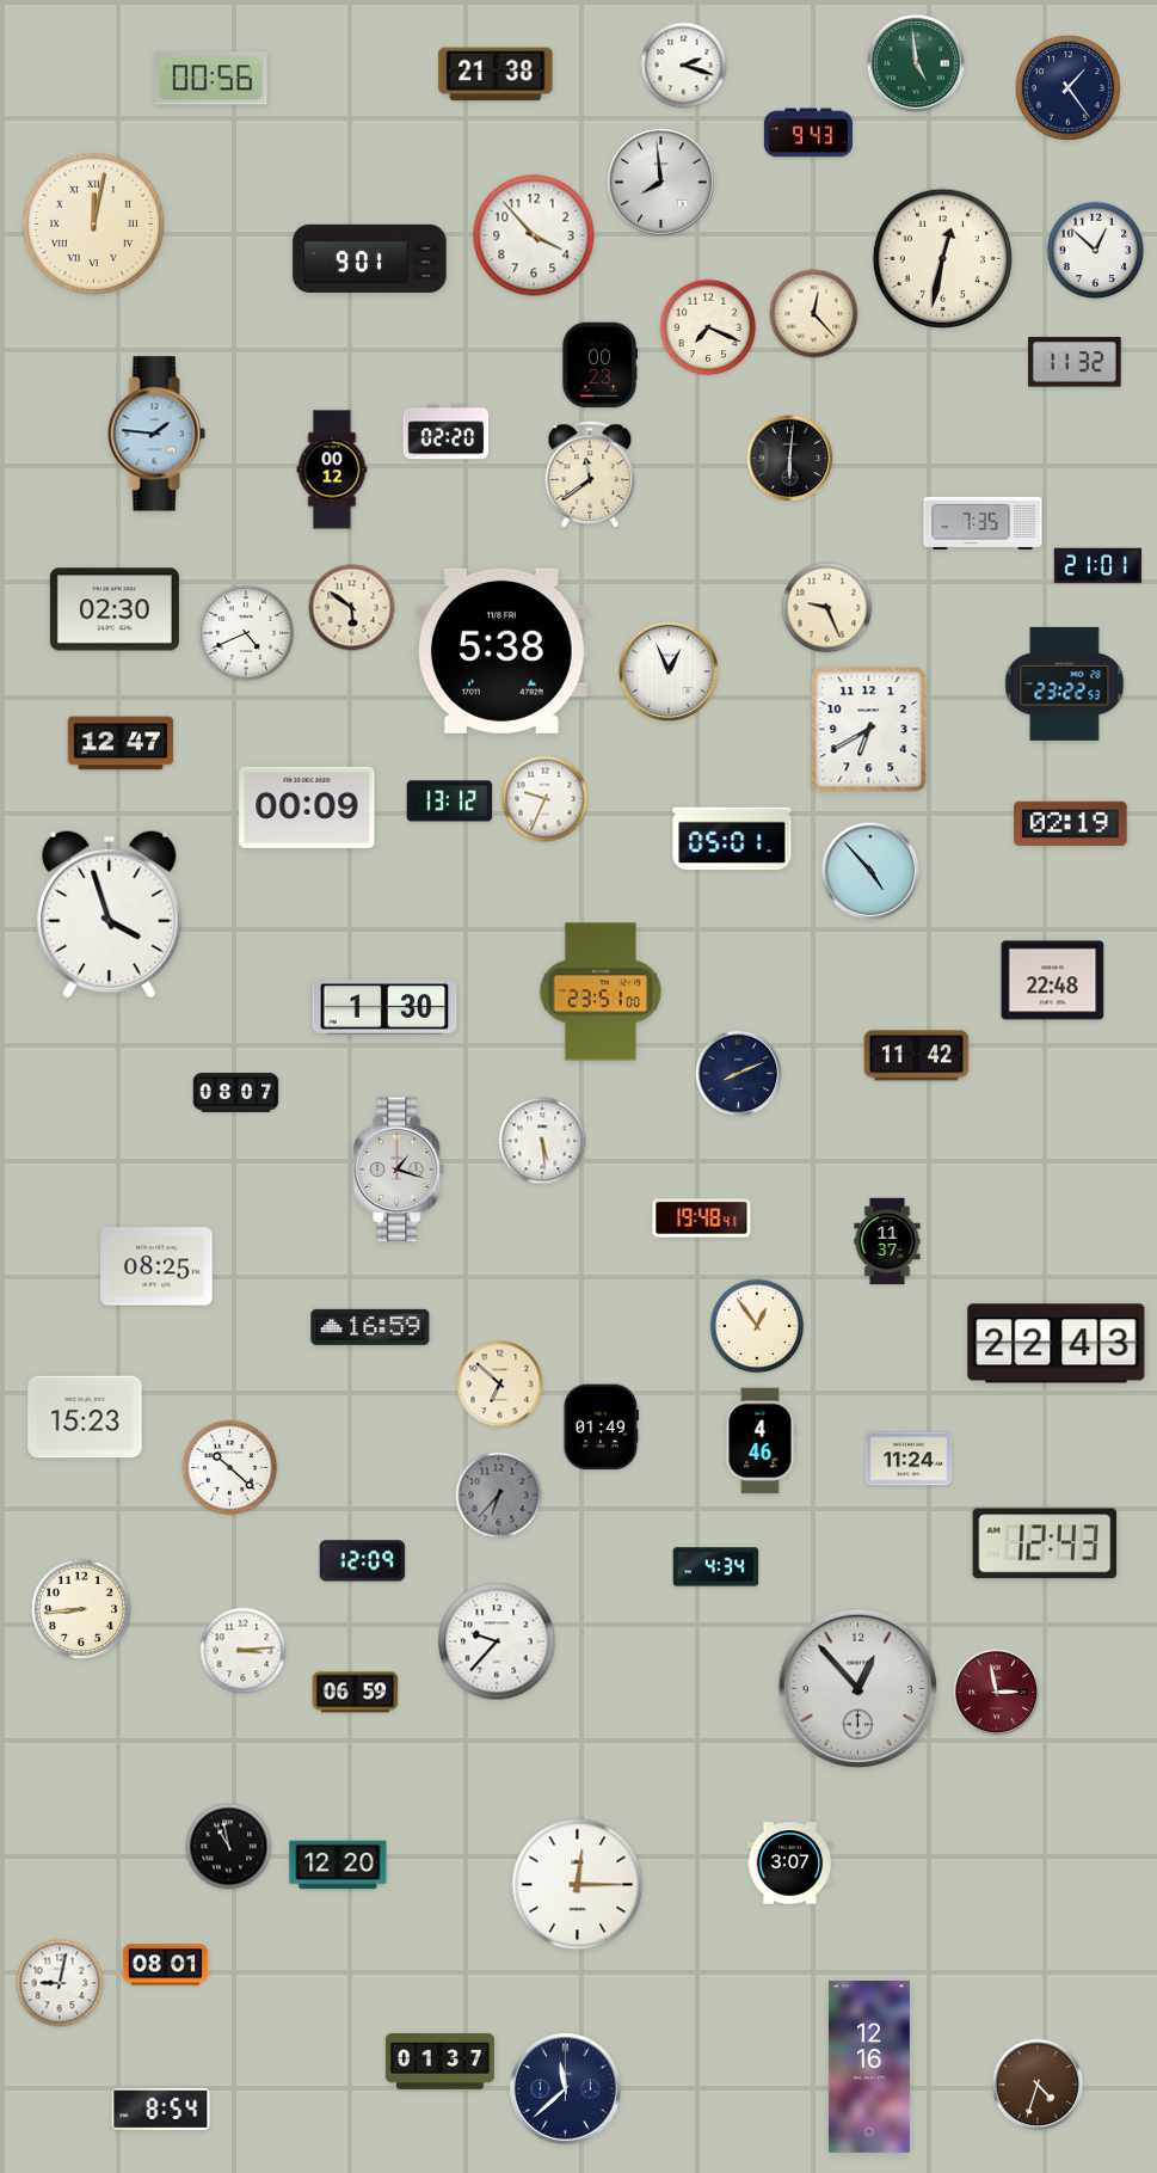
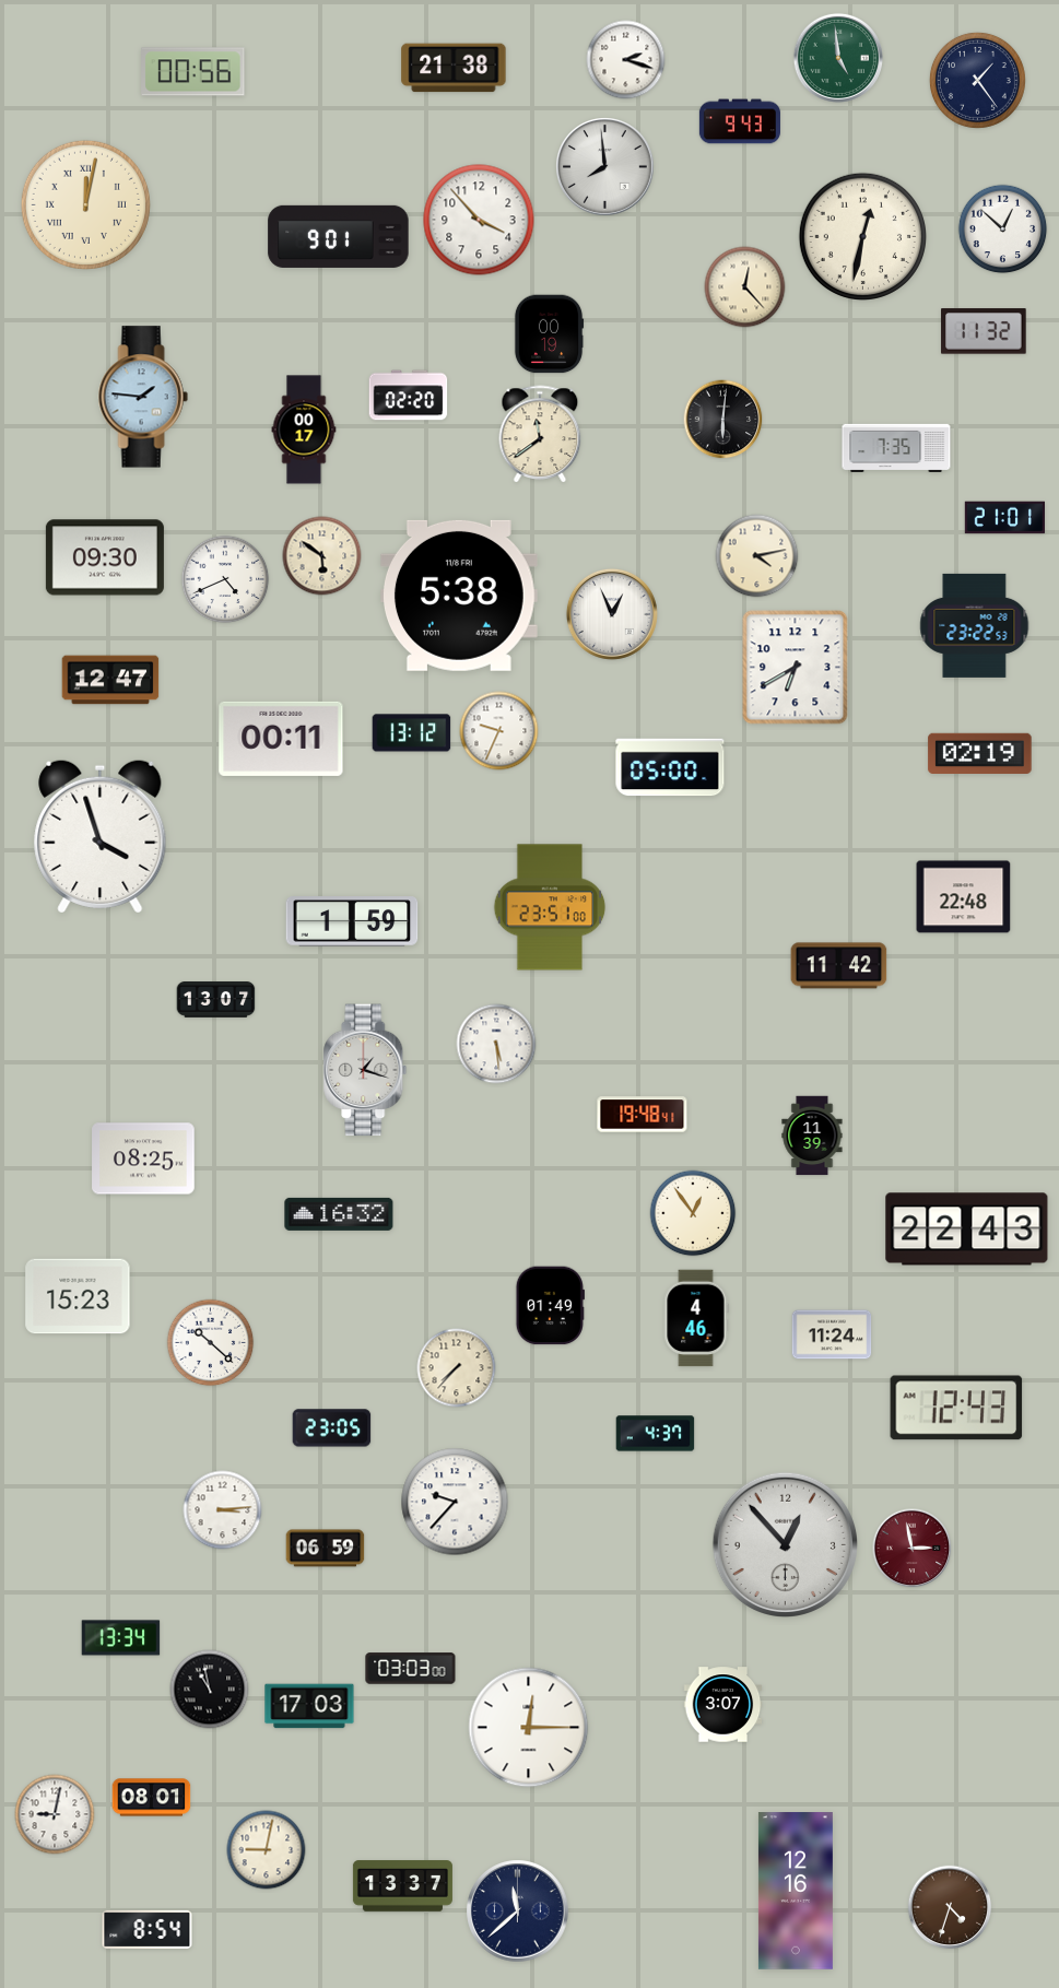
clock at (534, 235) position: (534, 235) -> (479, 220)
clock at (708, 327): 7:19 -> none
clock at (599, 366): 00:23 -> 00:19
clock at (332, 469): 00:12 -> 00:17
clock at (983, 523) position: (983, 523) -> (896, 448)
clock at (827, 608): 9:26 -> 4:13
clock at (115, 609): 02:30 -> 09:30
clock at (307, 808): 00:09 -> 00:11
clock at (732, 839): 05:01 -> 05:00
clock at (870, 871): 4:53 -> none
clock at (384, 1007): 1:30 -> 1:59
clock at (739, 1074): 8:11 -> none
clock at (236, 1093): 08:07 -> 13:07
clock at (887, 1241): 11:37 -> 11:39
clock at (370, 1327): 16:59 -> 16:32
clock at (500, 1385): 6:52 -> none
clock at (499, 1496): 6:37 -> 7:37
clock at (499, 1496) dial: grey -> cream
clock at (1045, 1543) position: (1045, 1543) -> (956, 1408)
clock at (363, 1561): 12:09 -> 23:05
clock at (716, 1567): 4:34 -> 4:37
clock at (80, 1608): 8:44 -> none
clock at (121, 1638): none -> 13:34
clock at (411, 1669): none -> 03:03
clock at (338, 1865): 12:20 -> 17:03
clock at (578, 1885) position: (578, 1885) -> (529, 1728)
clock at (267, 1850): none -> 9:02
clock at (439, 2062): 01:37 -> 13:37
